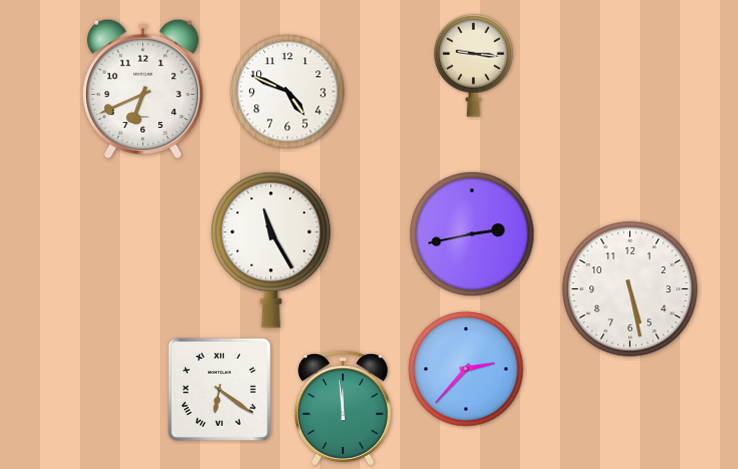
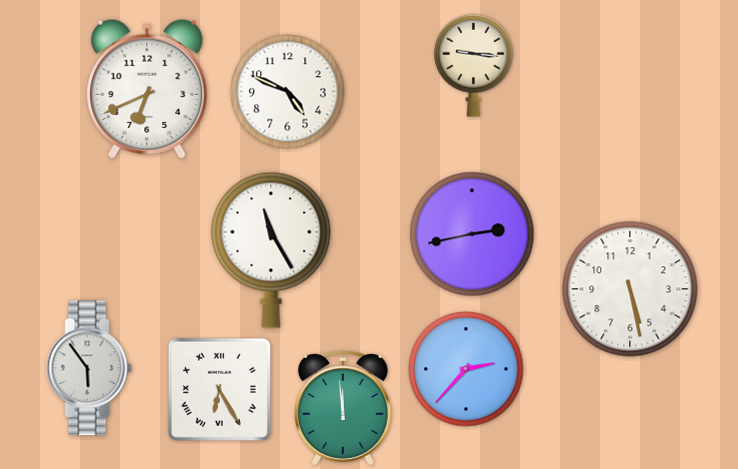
clock at (143, 88) position: (143, 88) -> (147, 88)
clock at (89, 368): none -> 5:54
clock at (219, 389): 6:21 -> 6:25
